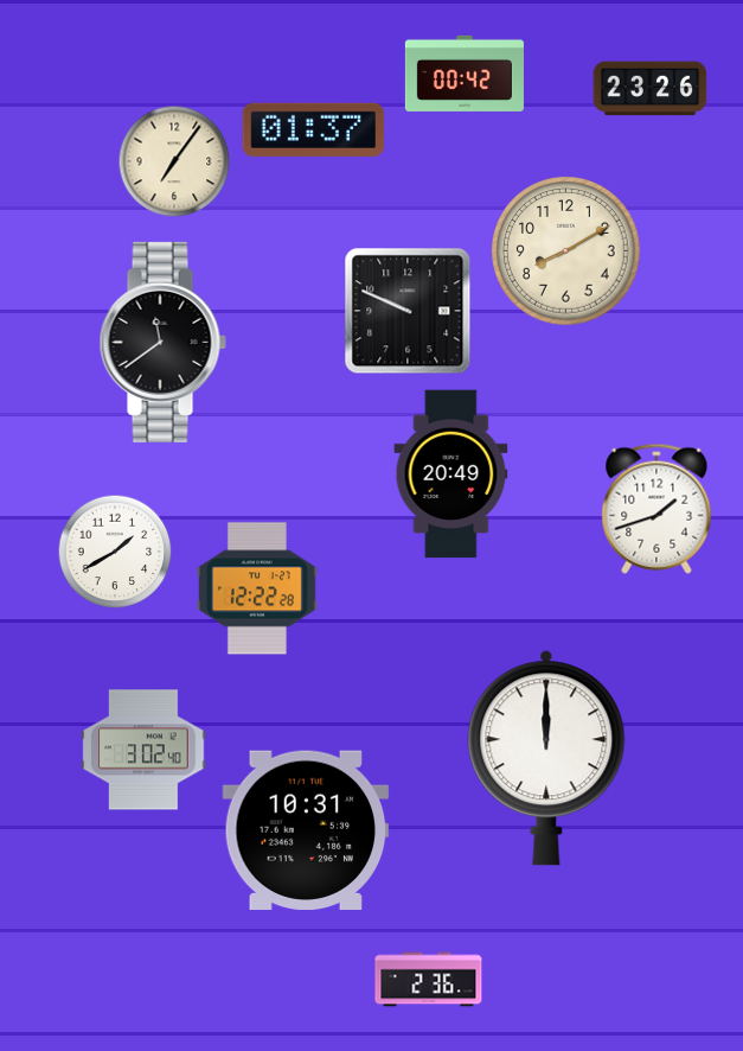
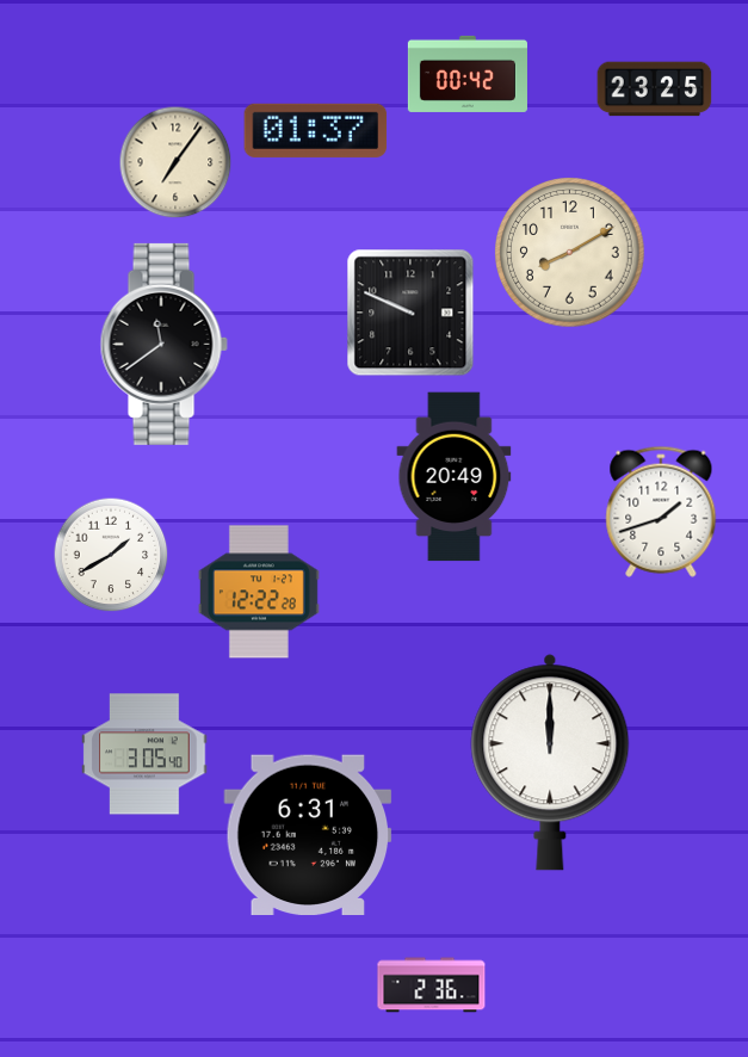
clock at (651, 89): 23:26 -> 23:25
clock at (115, 552) position: (115, 552) -> (111, 555)
clock at (143, 750): 3:02 -> 3:05
clock at (306, 829): 10:31 -> 6:31
